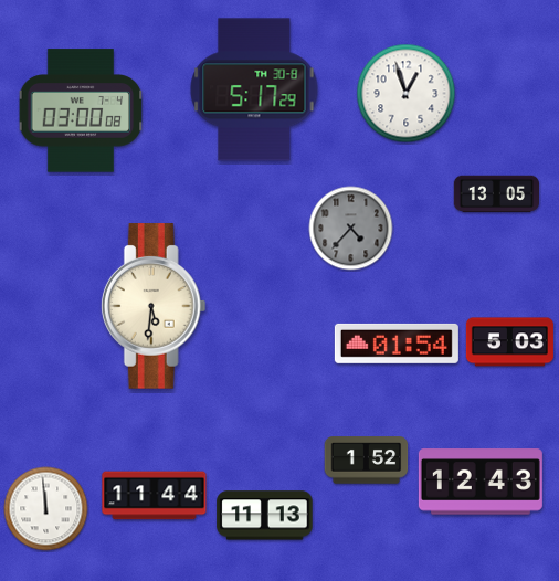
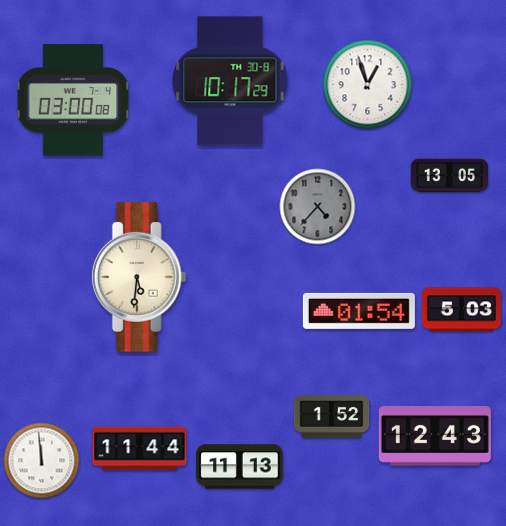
clock at (254, 89): 5:17 -> 10:17
